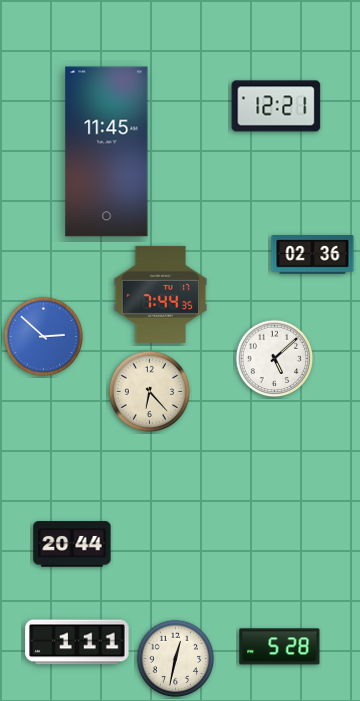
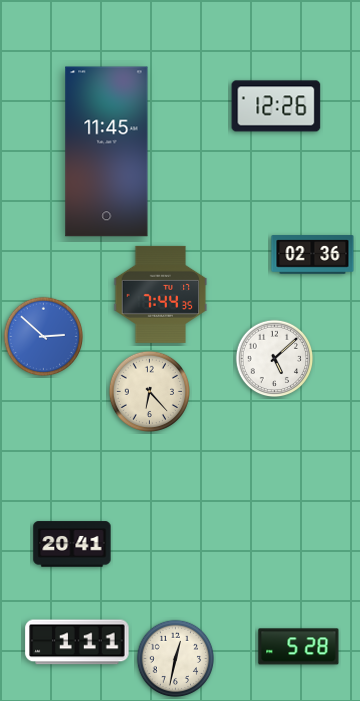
clock at (276, 106): 12:21 -> 12:26
clock at (72, 544): 20:44 -> 20:41
clock at (280, 647) position: (280, 647) -> (299, 647)
